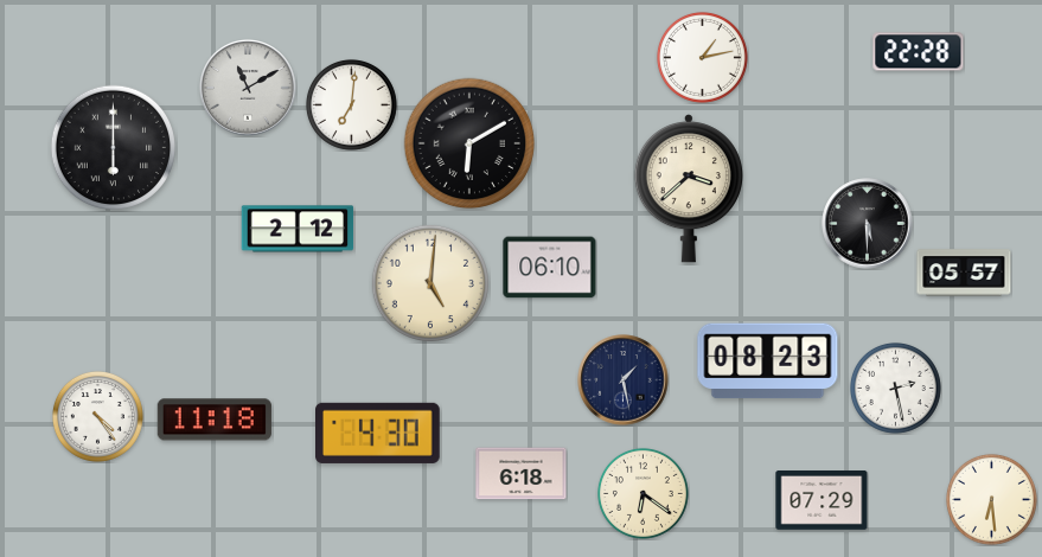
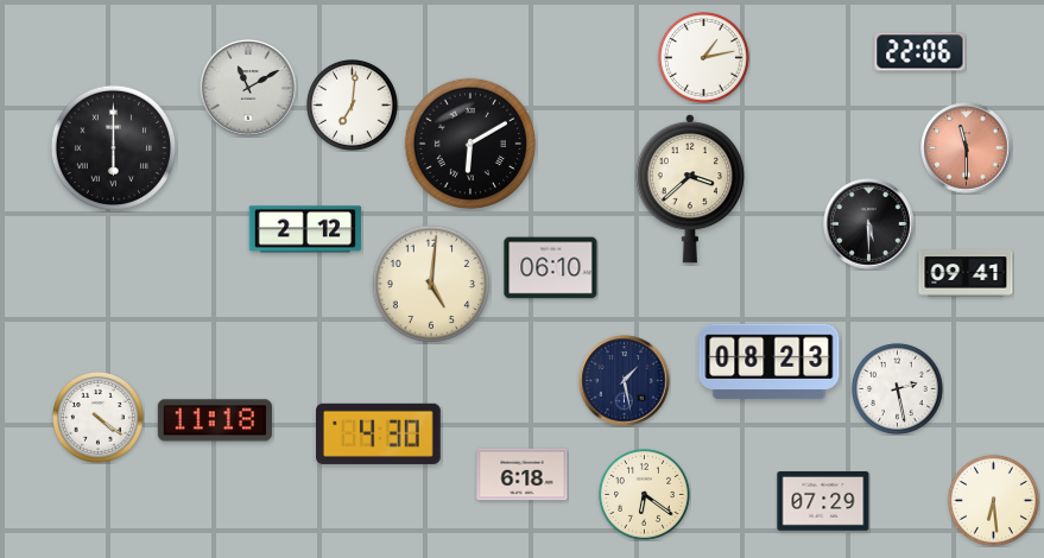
clock at (919, 52): 22:28 -> 22:06
clock at (967, 148): none -> 11:30
clock at (298, 229) position: (298, 229) -> (305, 229)
clock at (964, 273): 05:57 -> 09:41
clock at (97, 416): 4:24 -> 4:21
